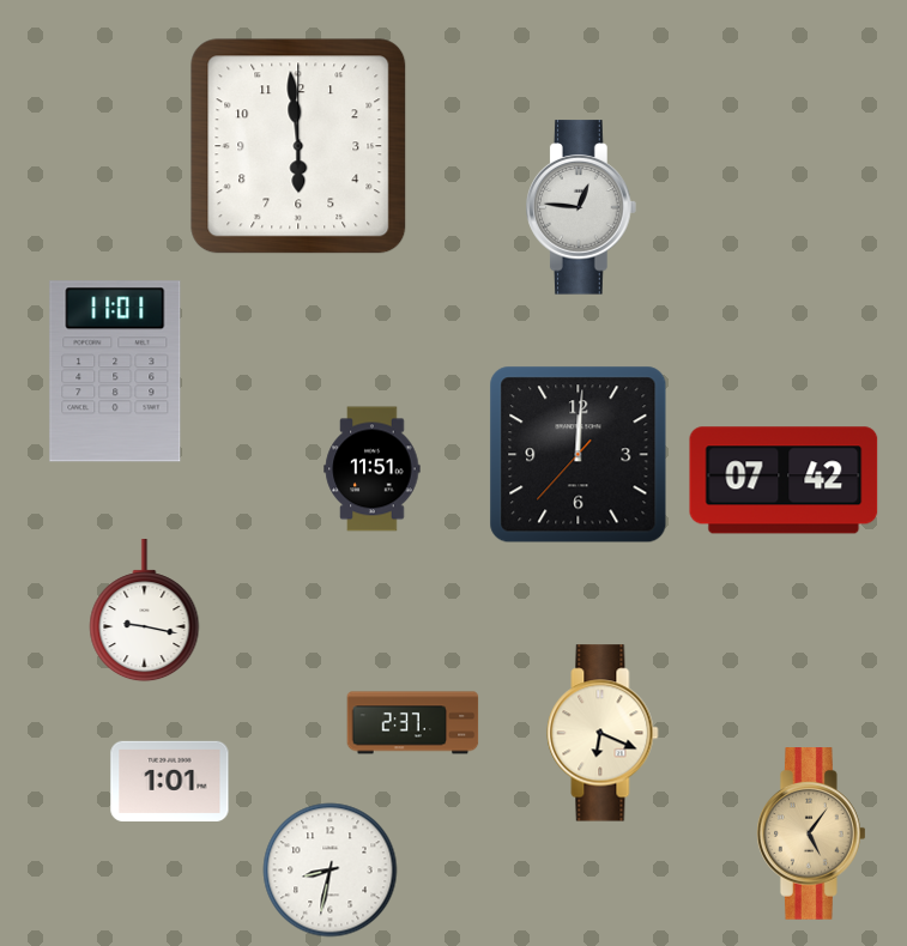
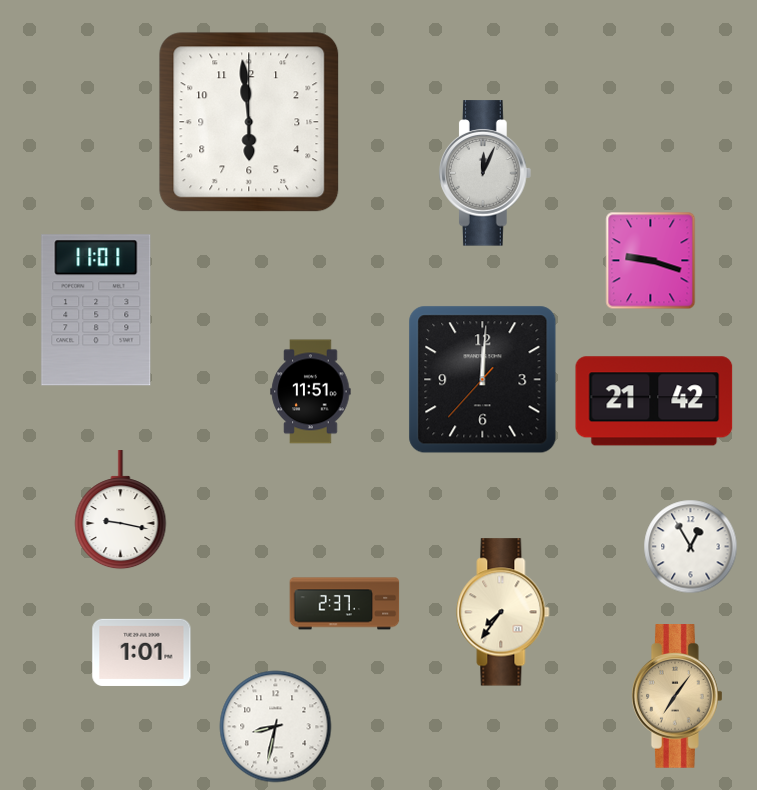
clock at (582, 207): 12:46 -> 12:04
clock at (651, 261): none -> 9:18
clock at (784, 480): 07:42 -> 21:42
clock at (691, 547): none -> 12:55
clock at (603, 733): 6:19 -> 7:36
clock at (812, 835): 5:06 -> 7:06
